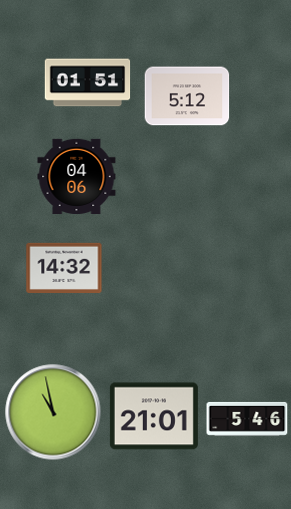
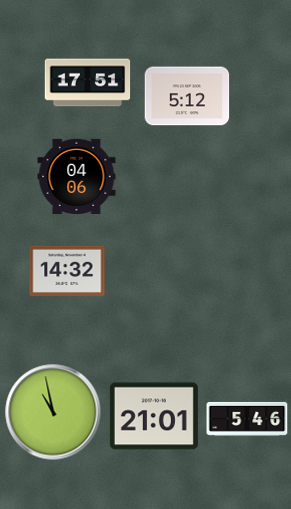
clock at (88, 83): 01:51 -> 17:51
clock at (64, 267) position: (64, 267) -> (67, 270)
